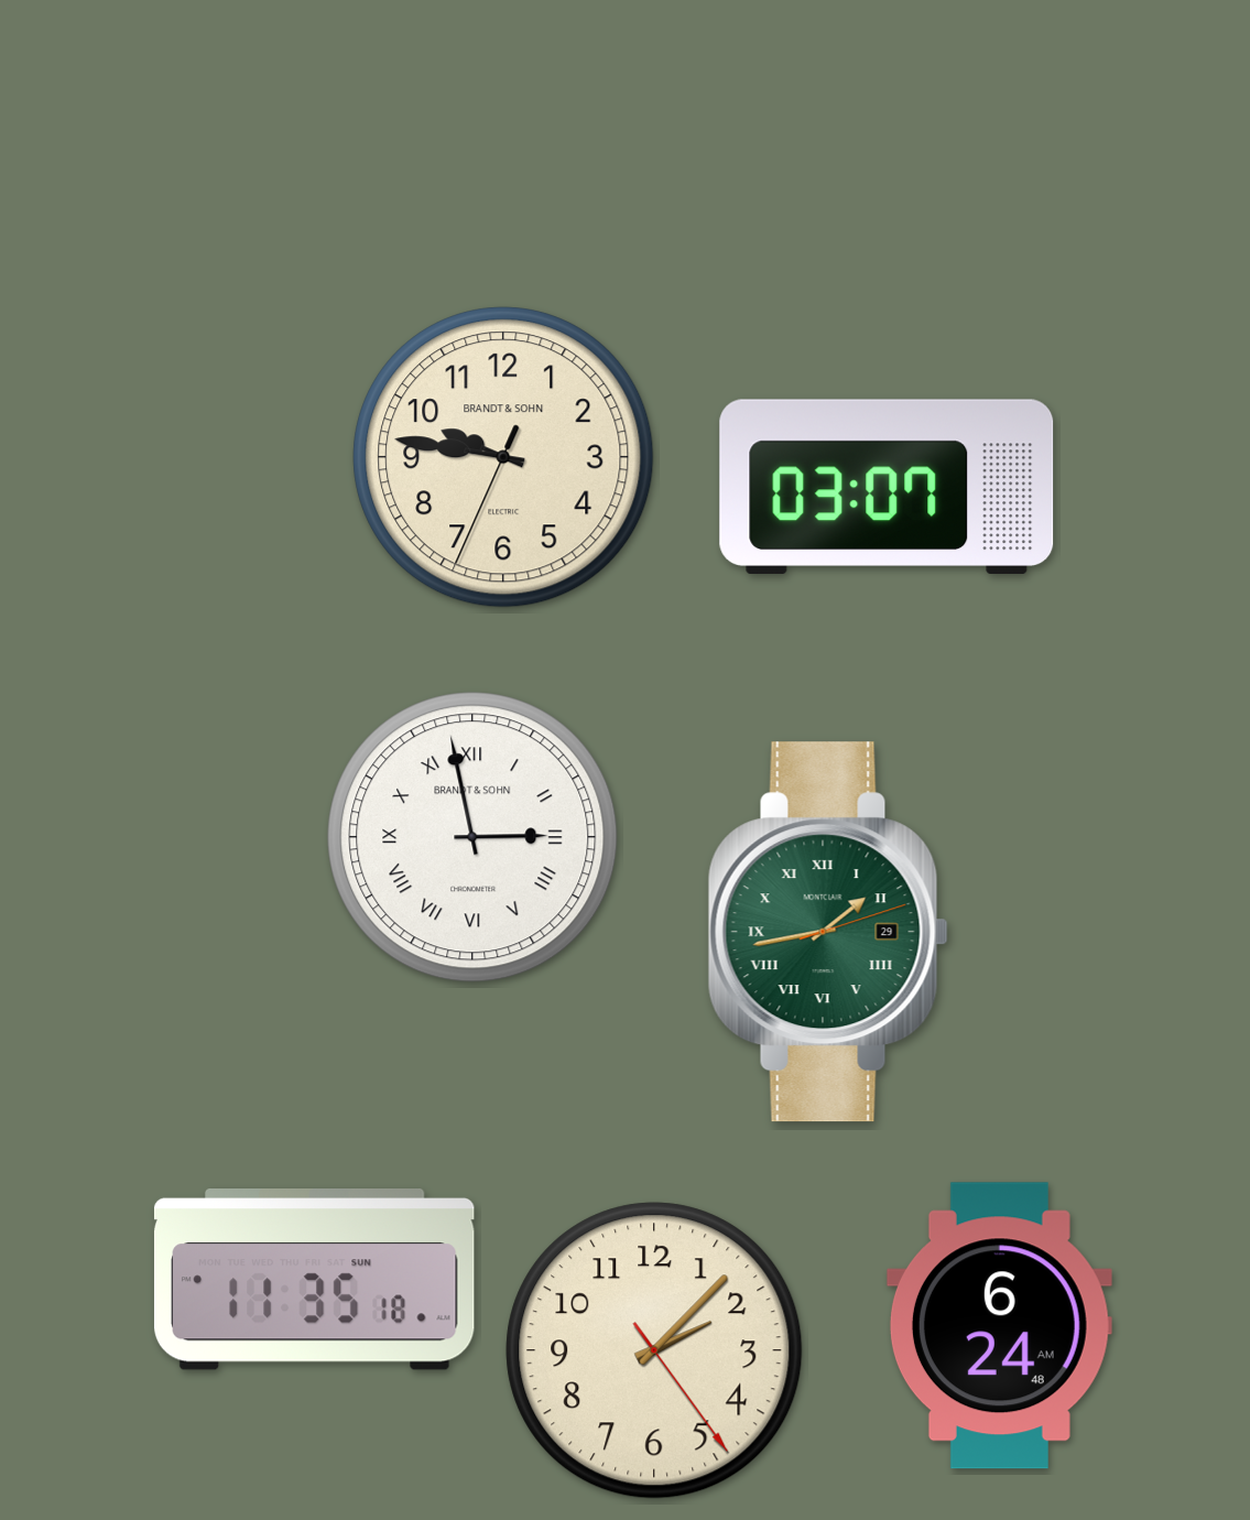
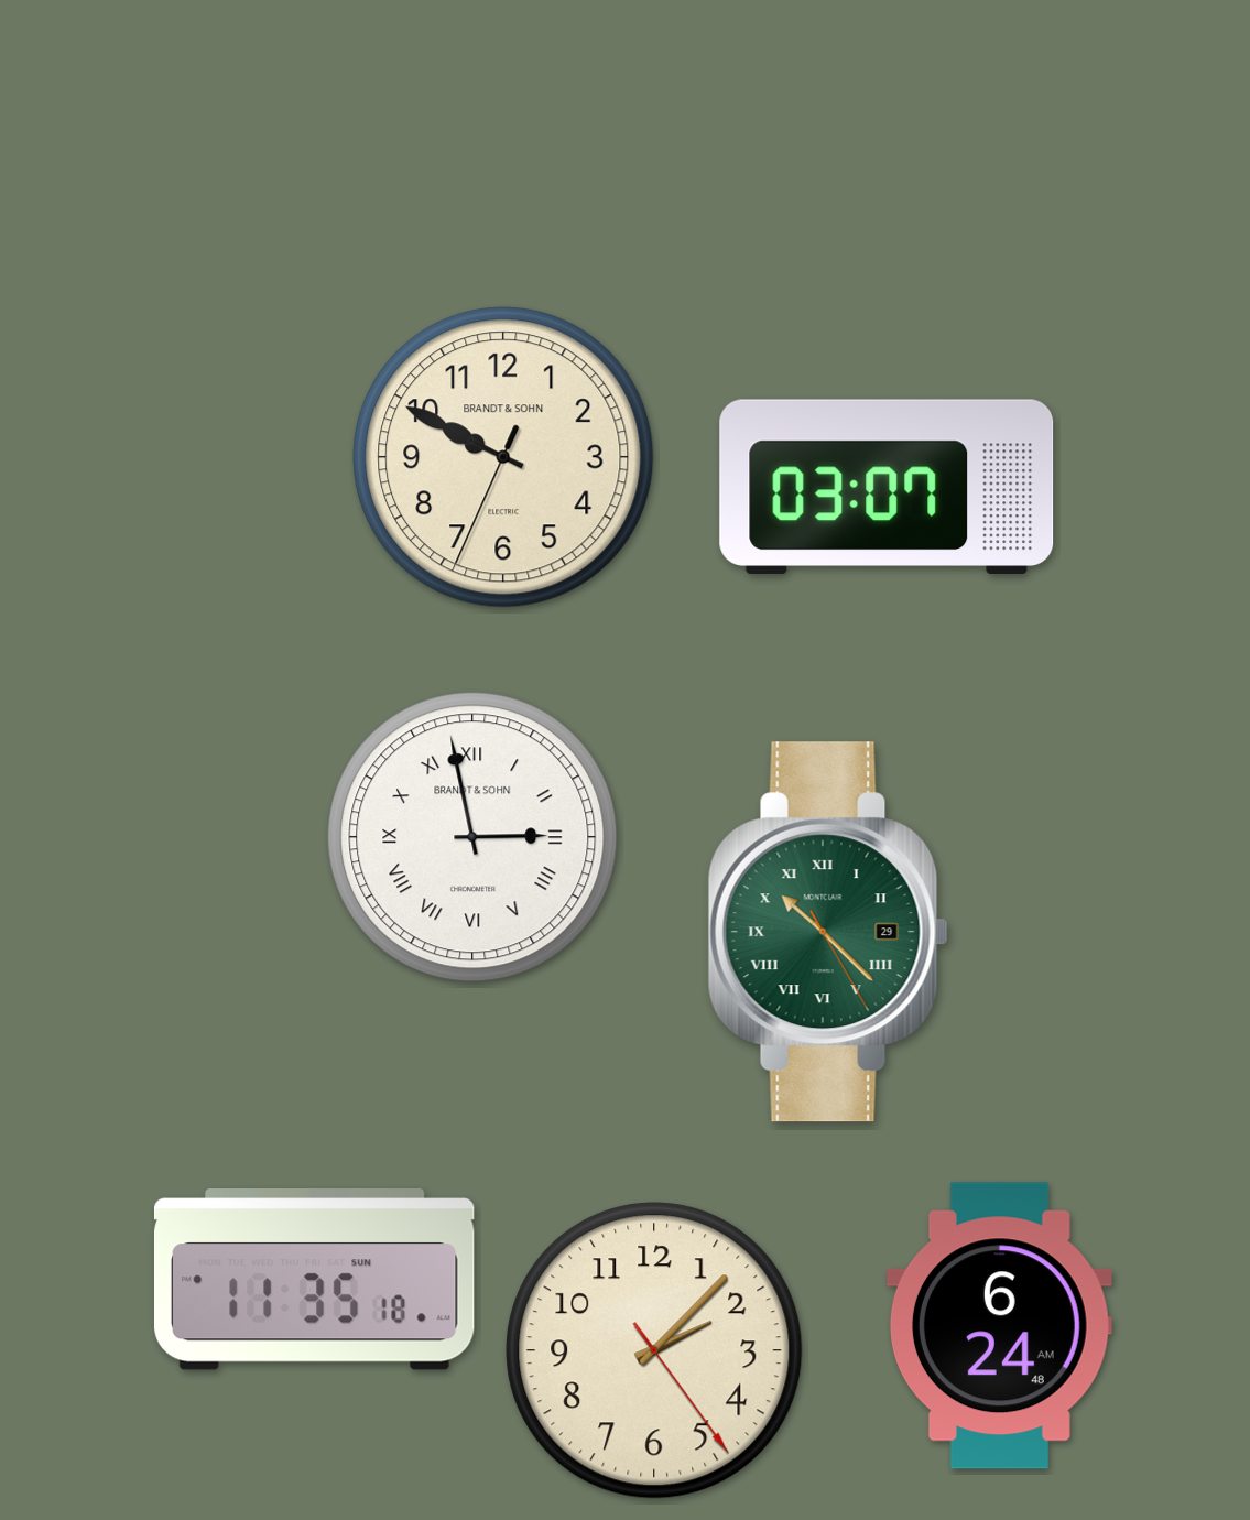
clock at (503, 457): 9:46 -> 9:49
clock at (828, 932): 1:43 -> 10:22
